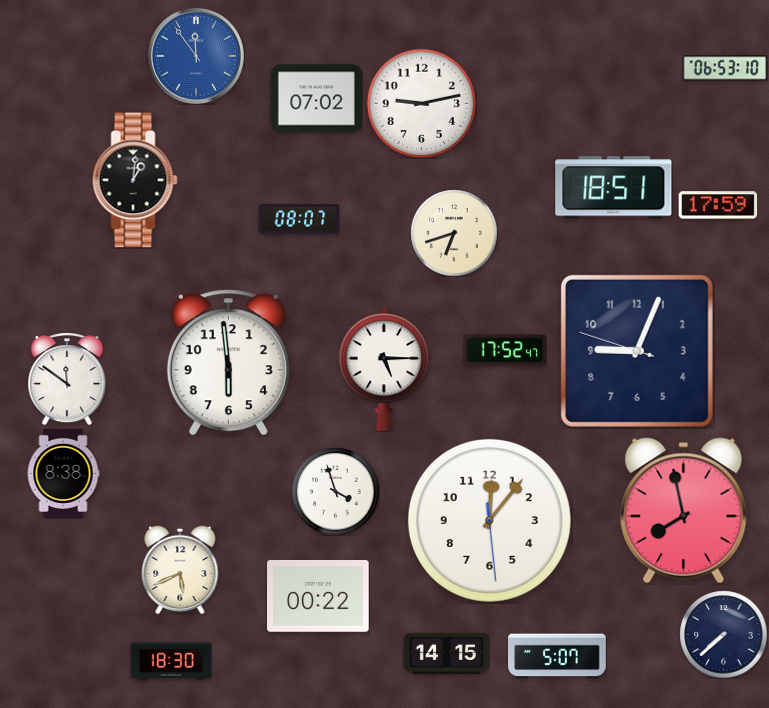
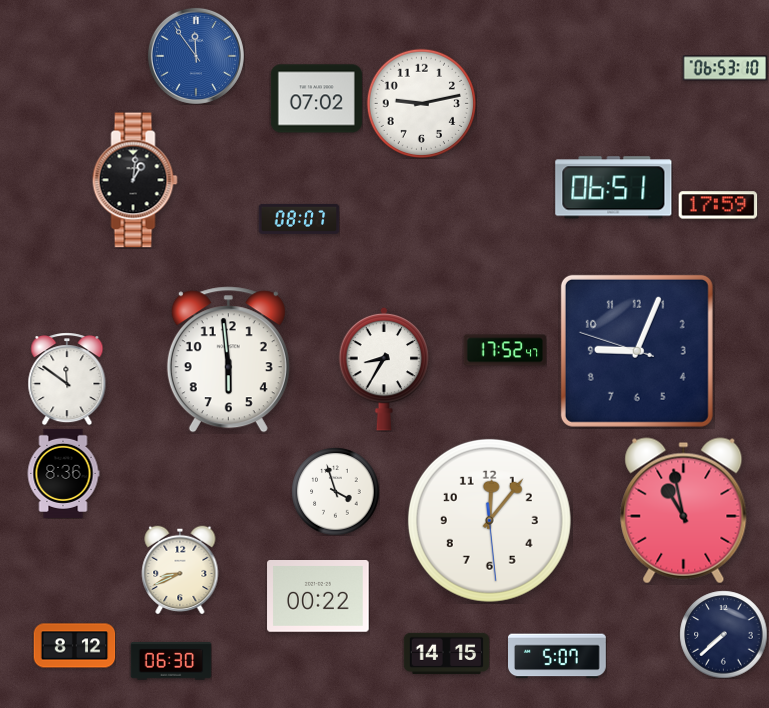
clock at (614, 188): 18:51 -> 06:51
clock at (454, 233): 6:42 -> none
clock at (228, 363) position: (228, 363) -> (228, 360)
clock at (384, 369): 5:15 -> 8:35
clock at (63, 473): 8:38 -> 8:36
clock at (684, 511): 7:58 -> 10:58
clock at (180, 570): 5:41 -> 8:41
clock at (74, 646): none -> 8:12
clock at (171, 661): 18:30 -> 06:30
